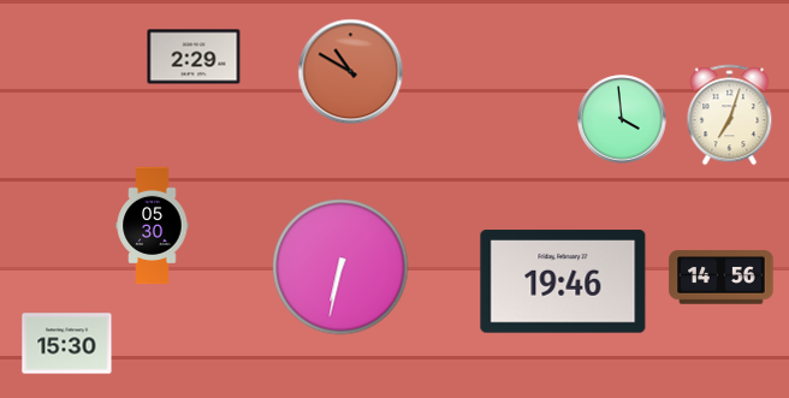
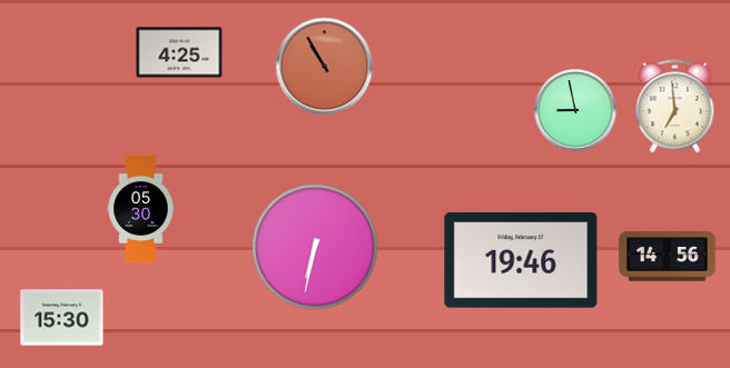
clock at (194, 57): 2:29 -> 4:25
clock at (351, 72): 10:50 -> 10:55
clock at (730, 115): 7:03 -> 6:59
clock at (622, 119): 3:59 -> 8:58
